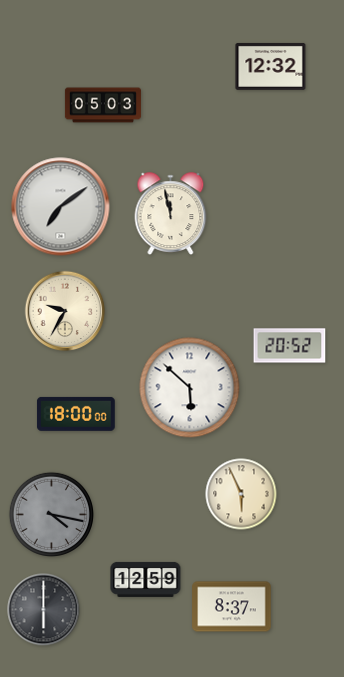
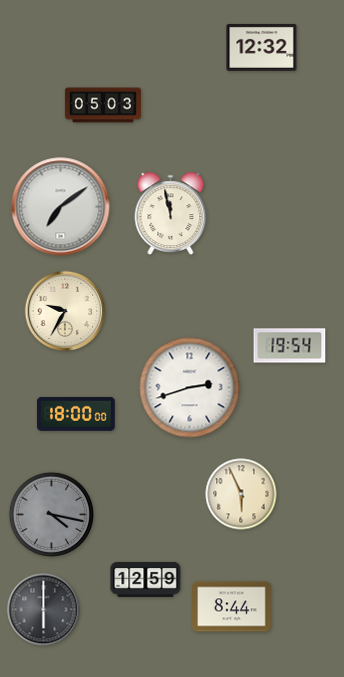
clock at (271, 67) position: (271, 67) -> (262, 48)
clock at (290, 346): 20:52 -> 19:54
clock at (190, 388): 5:52 -> 2:42
clock at (232, 607): 8:37 -> 8:44
